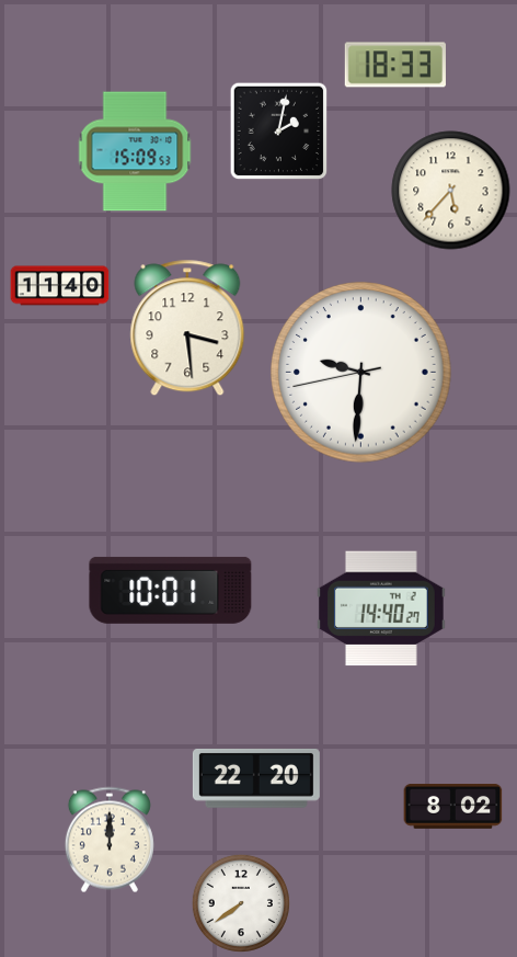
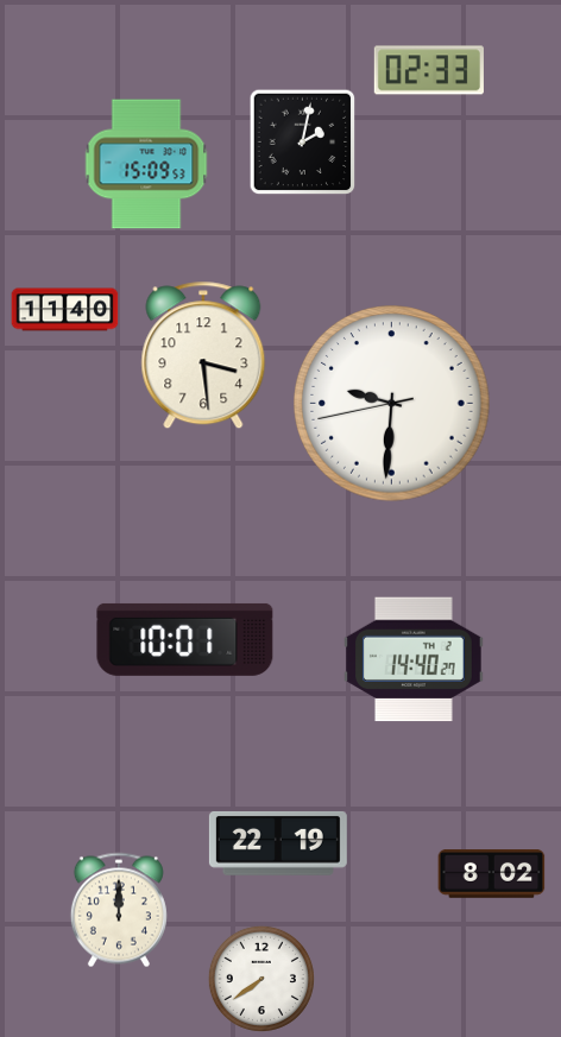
clock at (395, 65): 18:33 -> 02:33
clock at (451, 191): 5:37 -> none
clock at (256, 778): 22:20 -> 22:19
